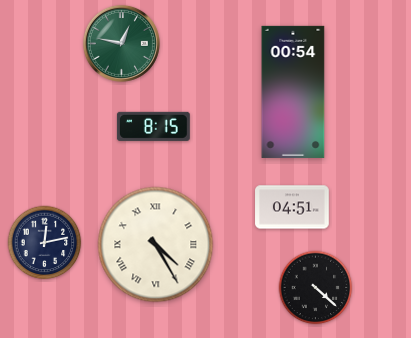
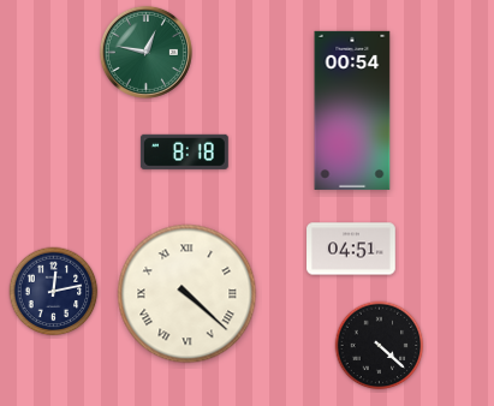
clock at (153, 126): 8:15 -> 8:18
clock at (156, 245): 4:25 -> 4:22
